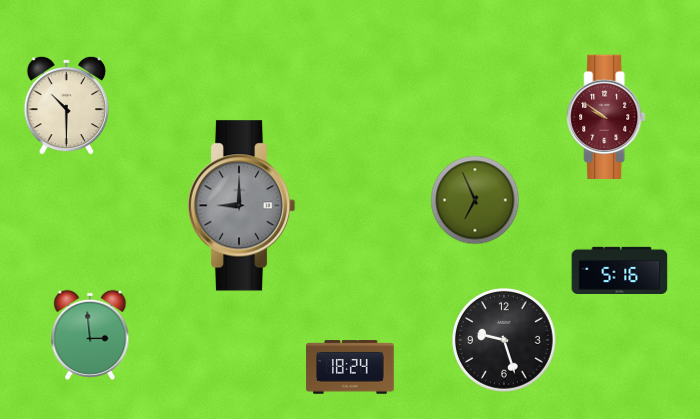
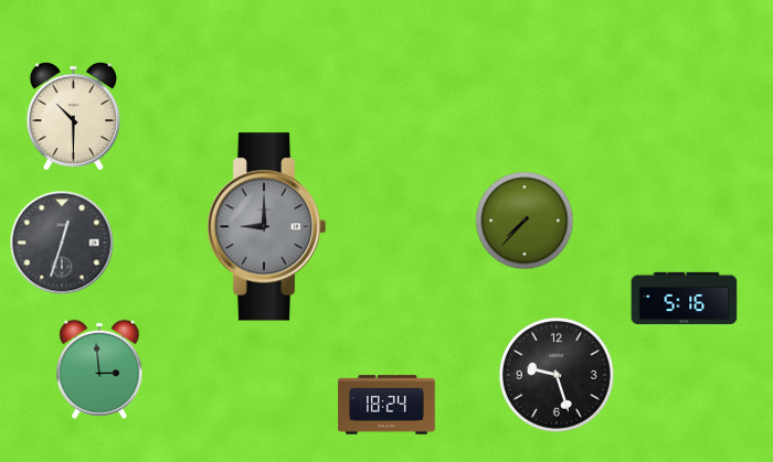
clock at (606, 116): 9:51 -> none
clock at (475, 200): 6:56 -> 7:37
clock at (62, 243): none -> 12:33
